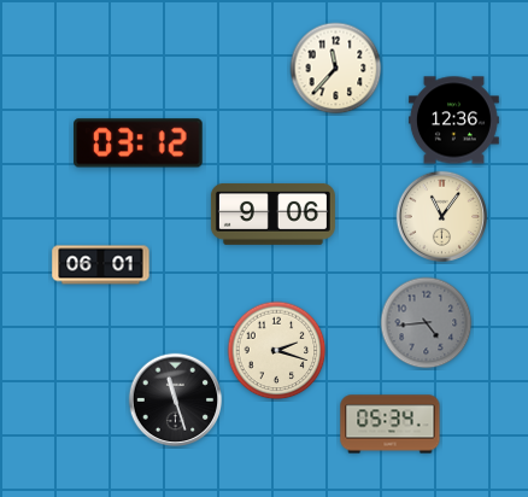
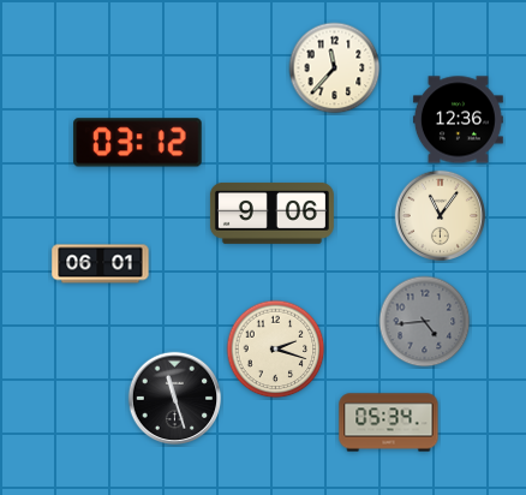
clock at (453, 121) position: (453, 121) -> (458, 120)
